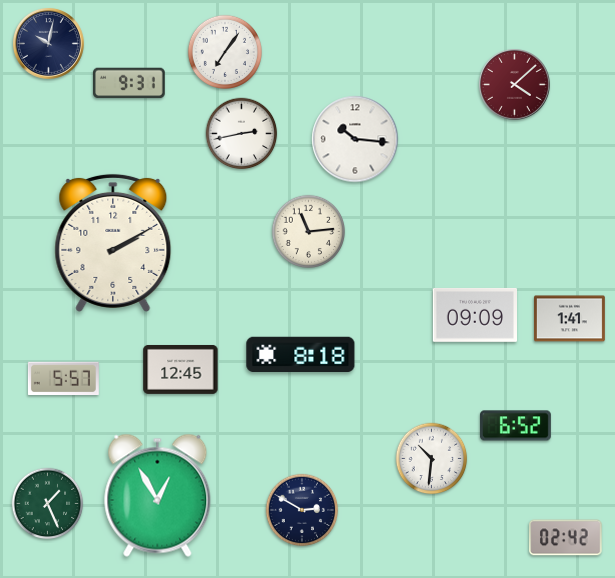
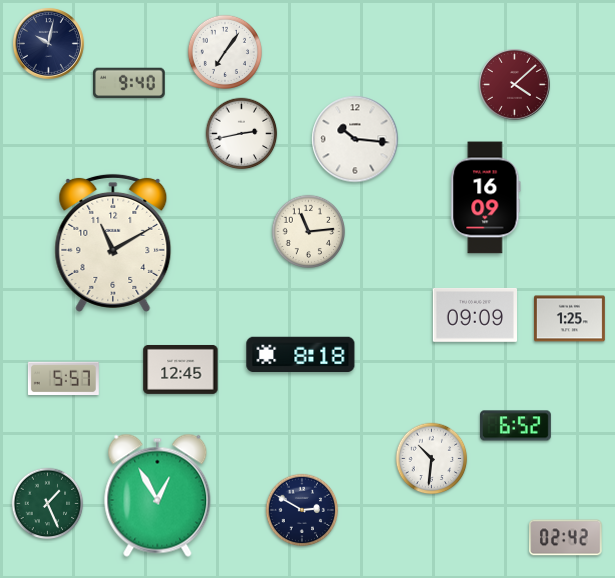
clock at (130, 83): 9:31 -> 9:40
clock at (486, 198): none -> 16:09
clock at (113, 243): 2:10 -> 11:10
clock at (569, 319): 1:41 -> 1:25
